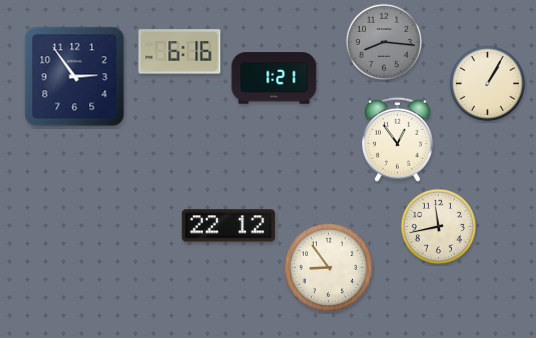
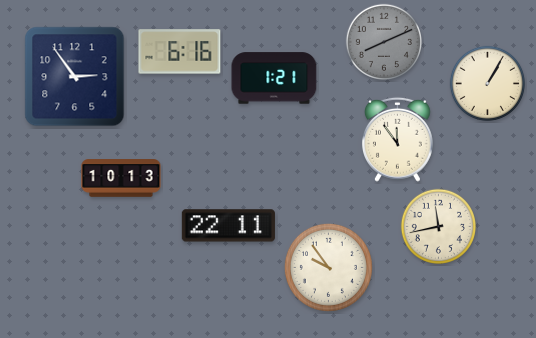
clock at (383, 41): 8:16 -> 8:11
clock at (397, 139): 12:54 -> 11:54
clock at (121, 178): none -> 10:13
clock at (228, 226): 22:12 -> 22:11
clock at (328, 267): 8:54 -> 9:54
